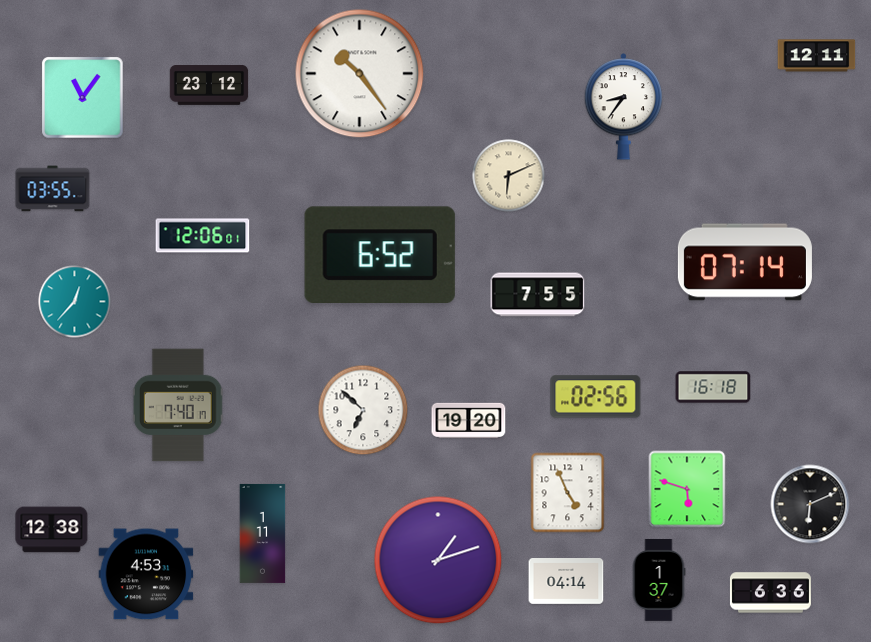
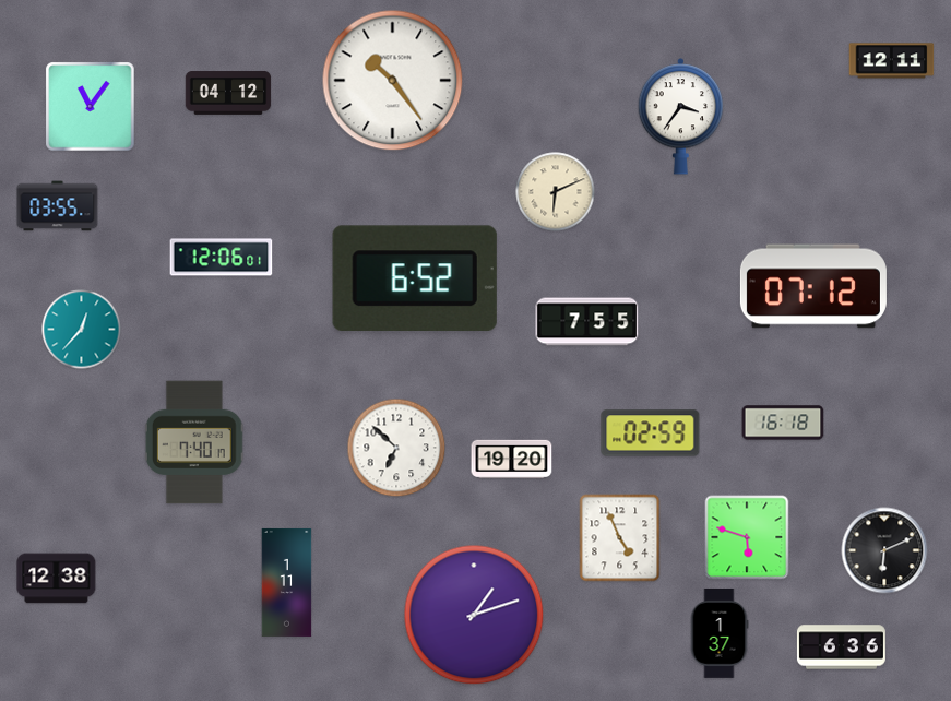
clock at (209, 86): 23:12 -> 04:12
clock at (624, 107): 8:36 -> 3:36
clock at (745, 262): 07:14 -> 07:12
clock at (713, 387) position: (713, 387) -> (783, 423)
clock at (596, 397): 02:56 -> 02:59
clock at (687, 489) position: (687, 489) -> (747, 537)
clock at (438, 560) position: (438, 560) -> (474, 615)
clock at (146, 574): 4:53 -> none
clock at (566, 582): 04:14 -> none
